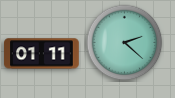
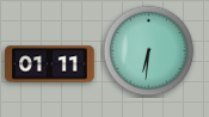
clock at (125, 43): 2:22 -> 6:31
